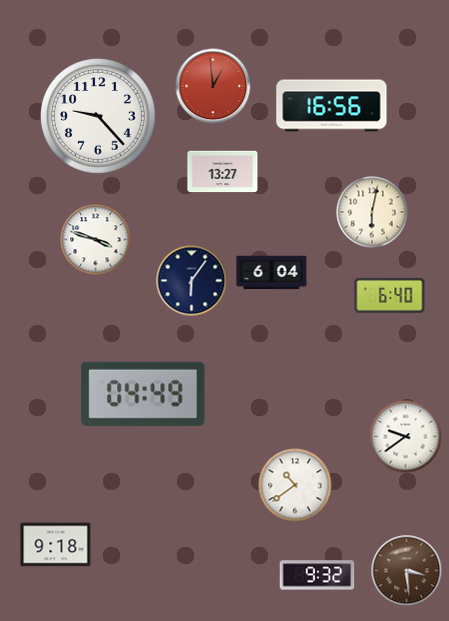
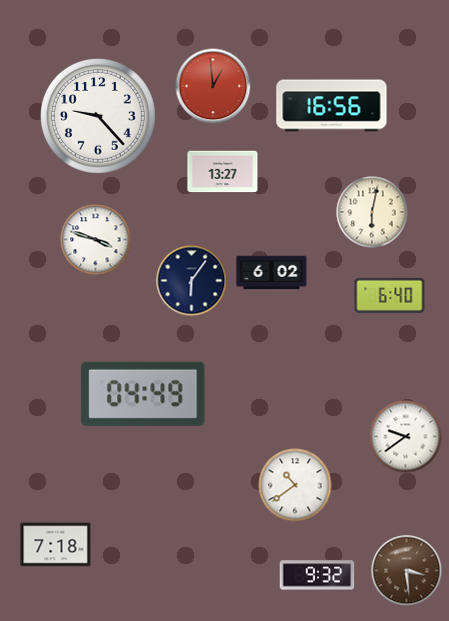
clock at (272, 273): 6:04 -> 6:02
clock at (56, 545): 9:18 -> 7:18
